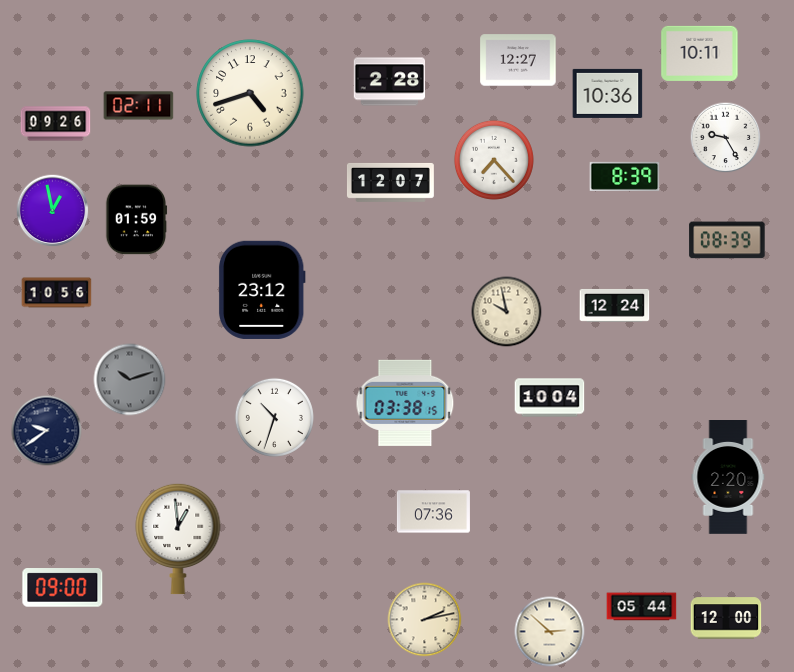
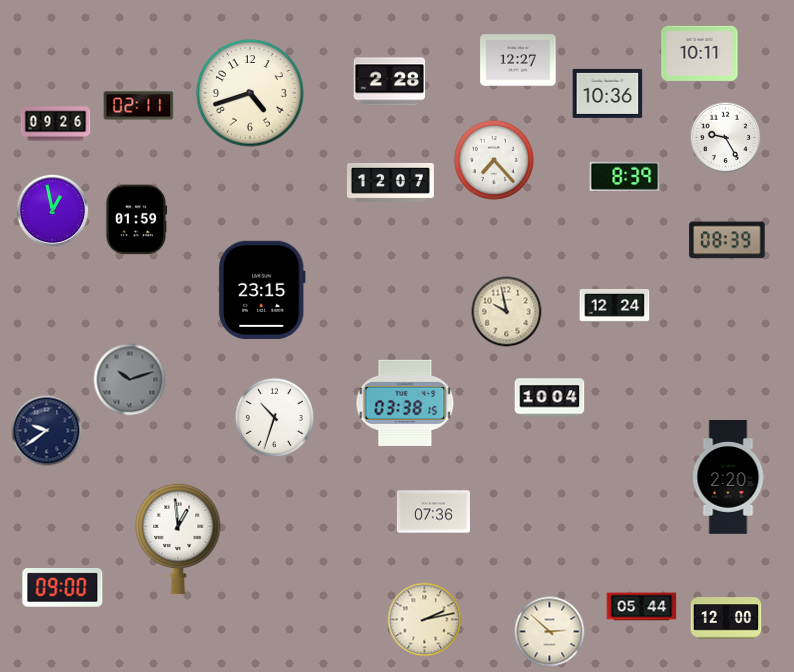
clock at (262, 290): 23:12 -> 23:15
clock at (57, 293): 10:56 -> none
